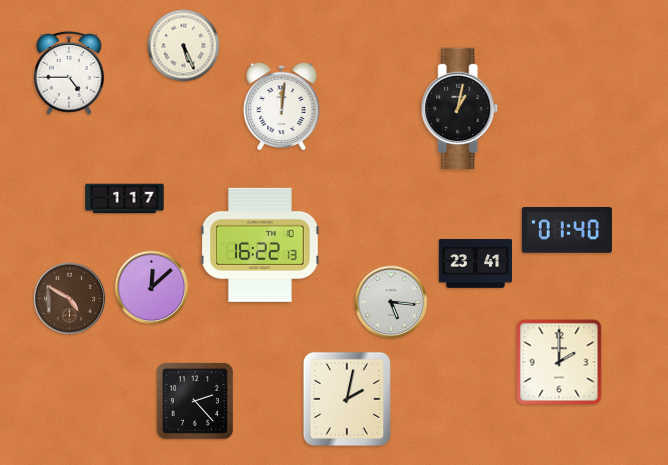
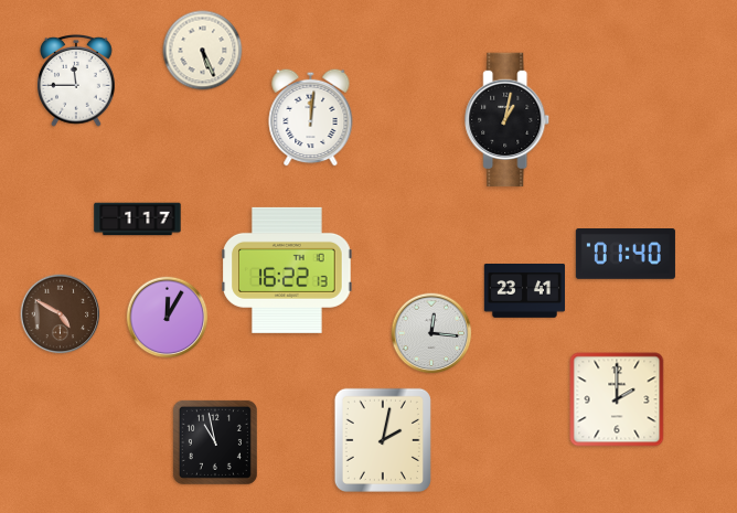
clock at (69, 73): 4:45 -> 11:45
clock at (152, 288): 12:08 -> 12:05
clock at (70, 299) position: (70, 299) -> (61, 314)
clock at (391, 302): 5:16 -> 12:16
clock at (195, 401): 2:23 -> 10:58
